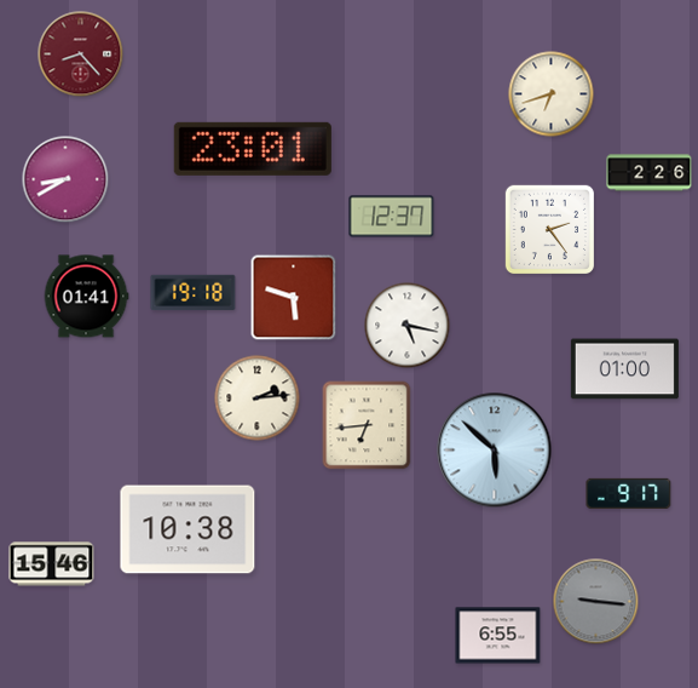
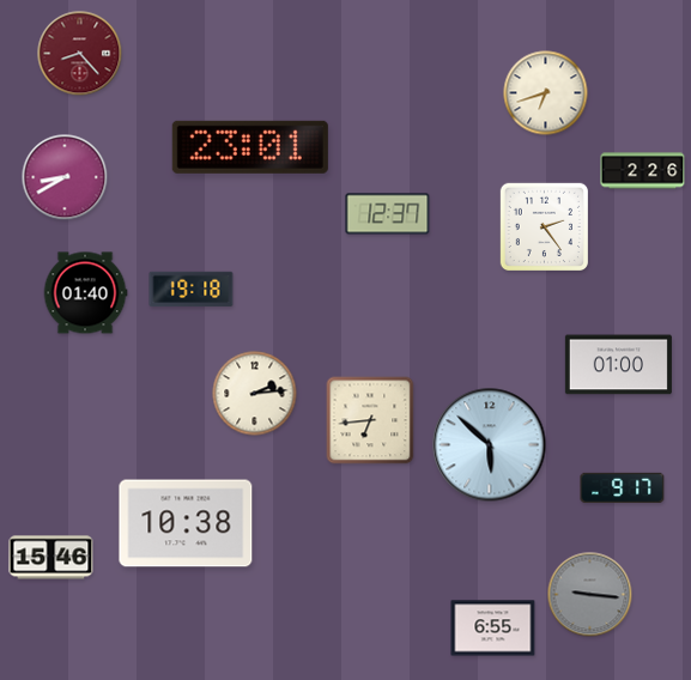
clock at (86, 297): 01:41 -> 01:40
clock at (294, 298): 5:48 -> none
clock at (408, 326): 5:17 -> none
clock at (367, 425) position: (367, 425) -> (370, 420)
